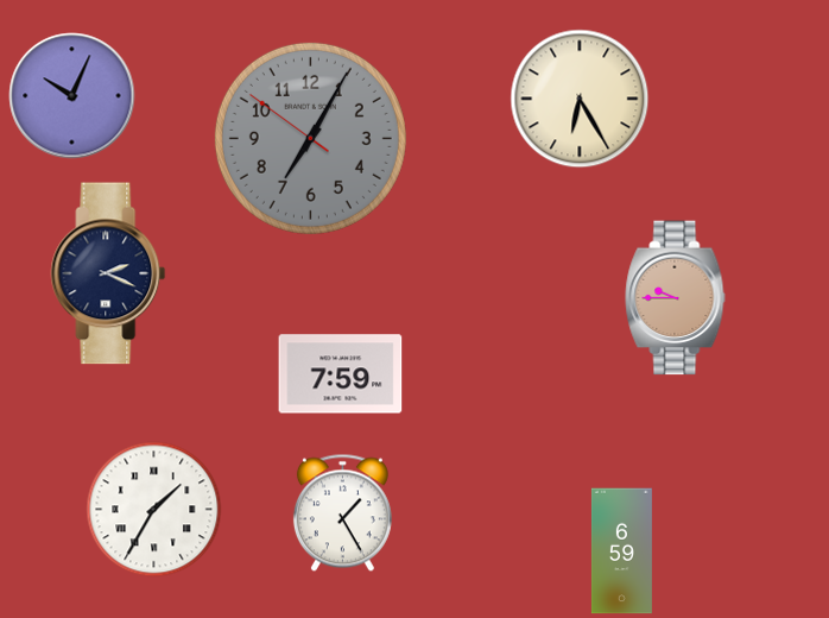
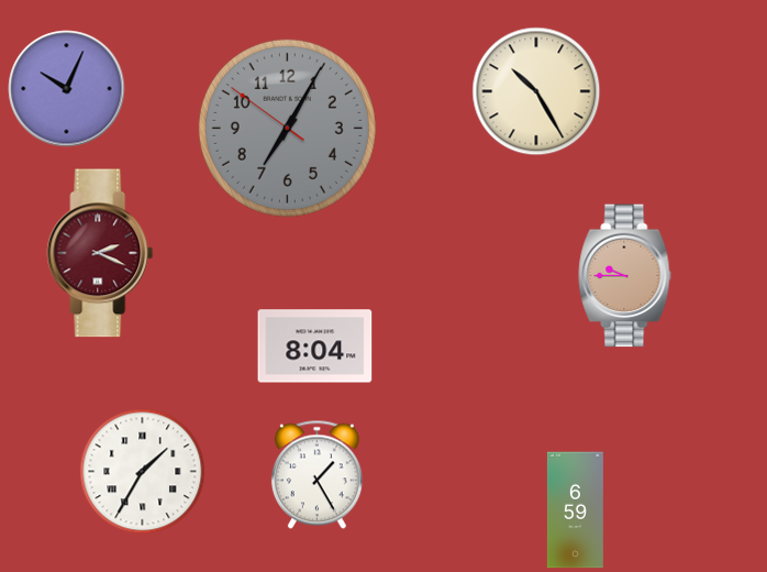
clock at (580, 99): 6:25 -> 10:25
clock at (108, 273) dial: navy -> burgundy
clock at (341, 374): 7:59 -> 8:04
